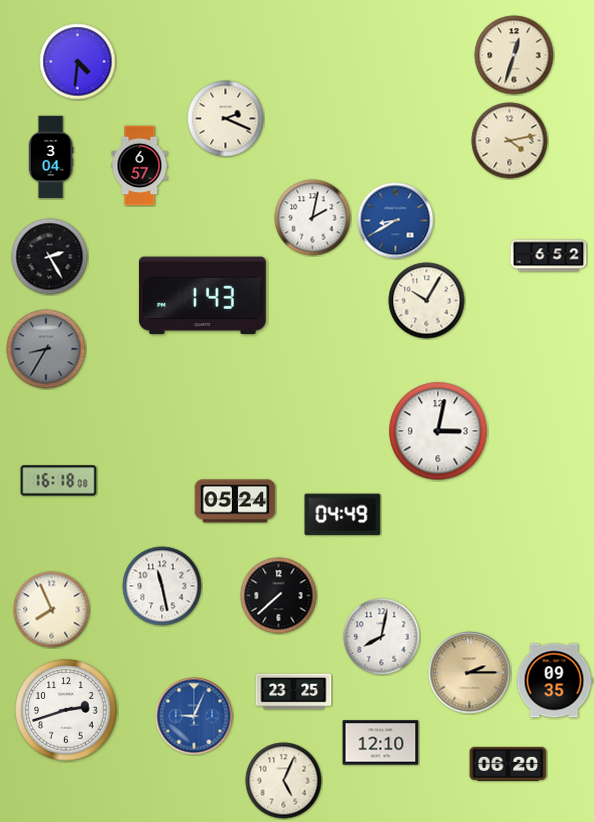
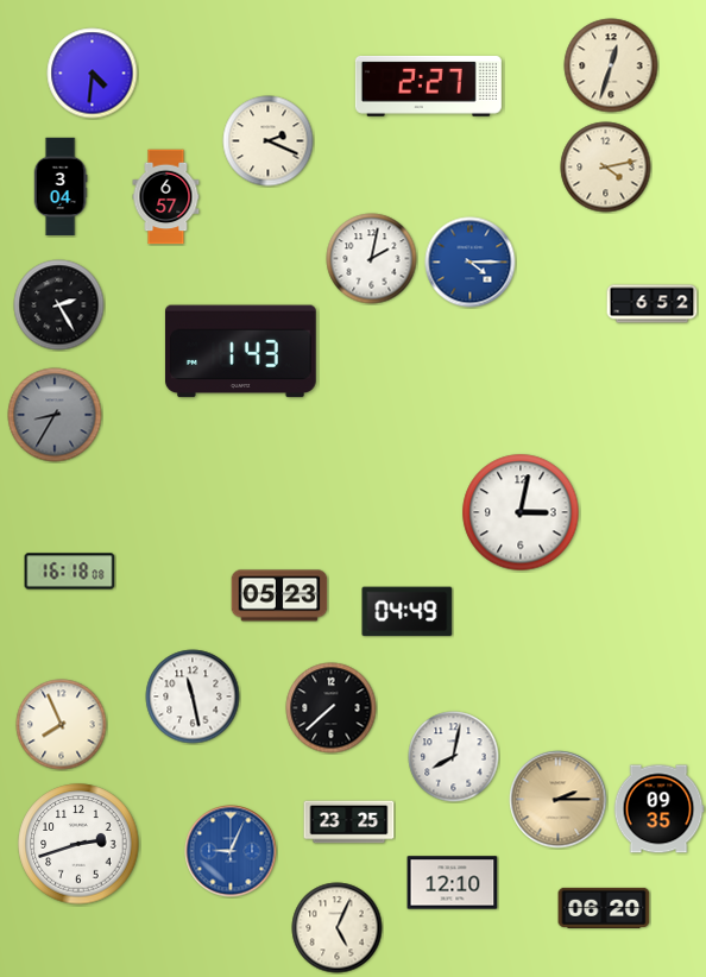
clock at (428, 86): none -> 2:27
clock at (396, 221): 8:40 -> 4:15
clock at (427, 301): 10:05 -> none
clock at (235, 501): 05:24 -> 05:23
